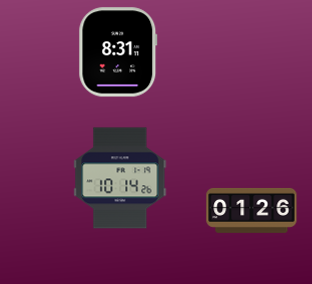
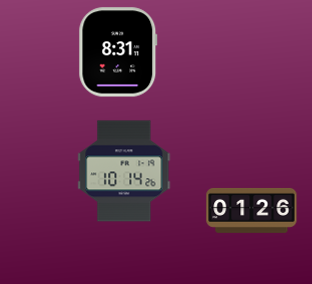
clock at (120, 178) position: (120, 178) -> (124, 171)
